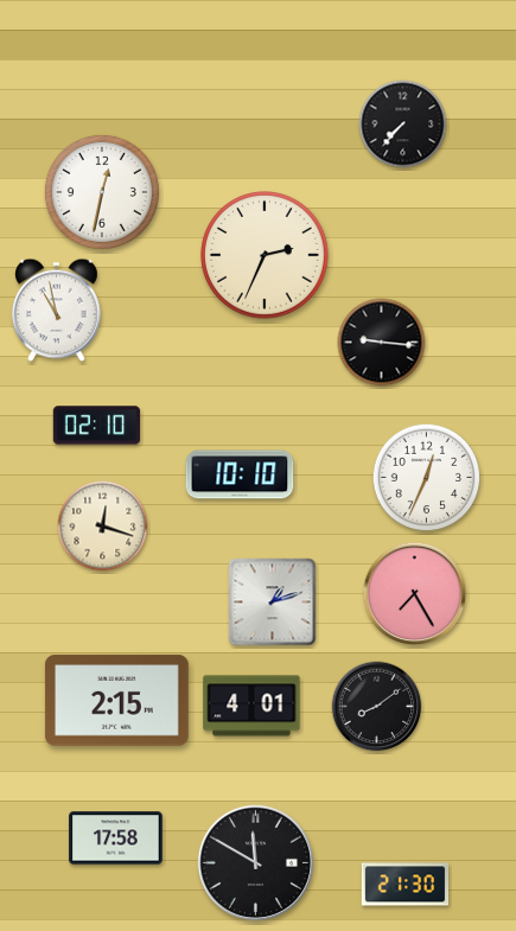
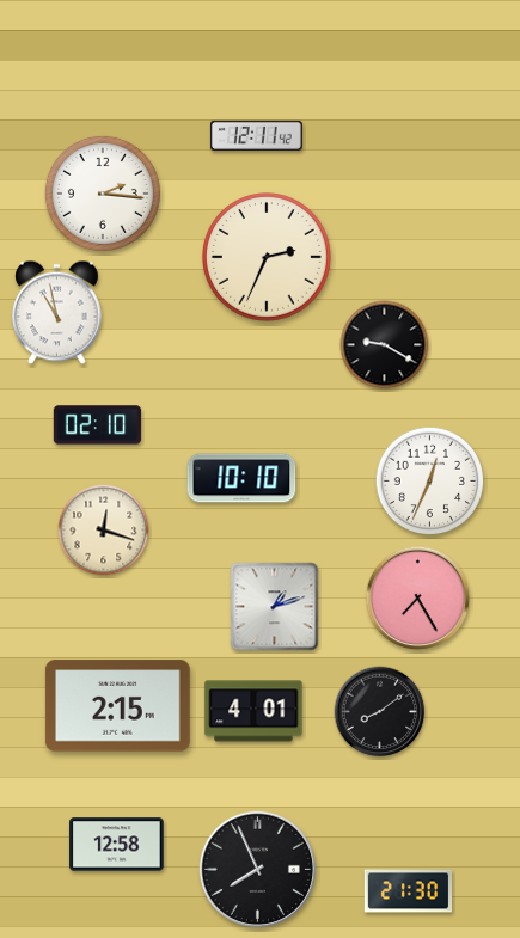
clock at (403, 125): 7:37 -> none
clock at (256, 135): none -> 12:11
clock at (102, 192): 12:32 -> 2:16
clock at (382, 343): 9:16 -> 9:20
clock at (97, 426) position: (97, 426) -> (98, 425)
clock at (116, 838): 17:58 -> 12:58
clock at (255, 862): 11:50 -> 7:56
